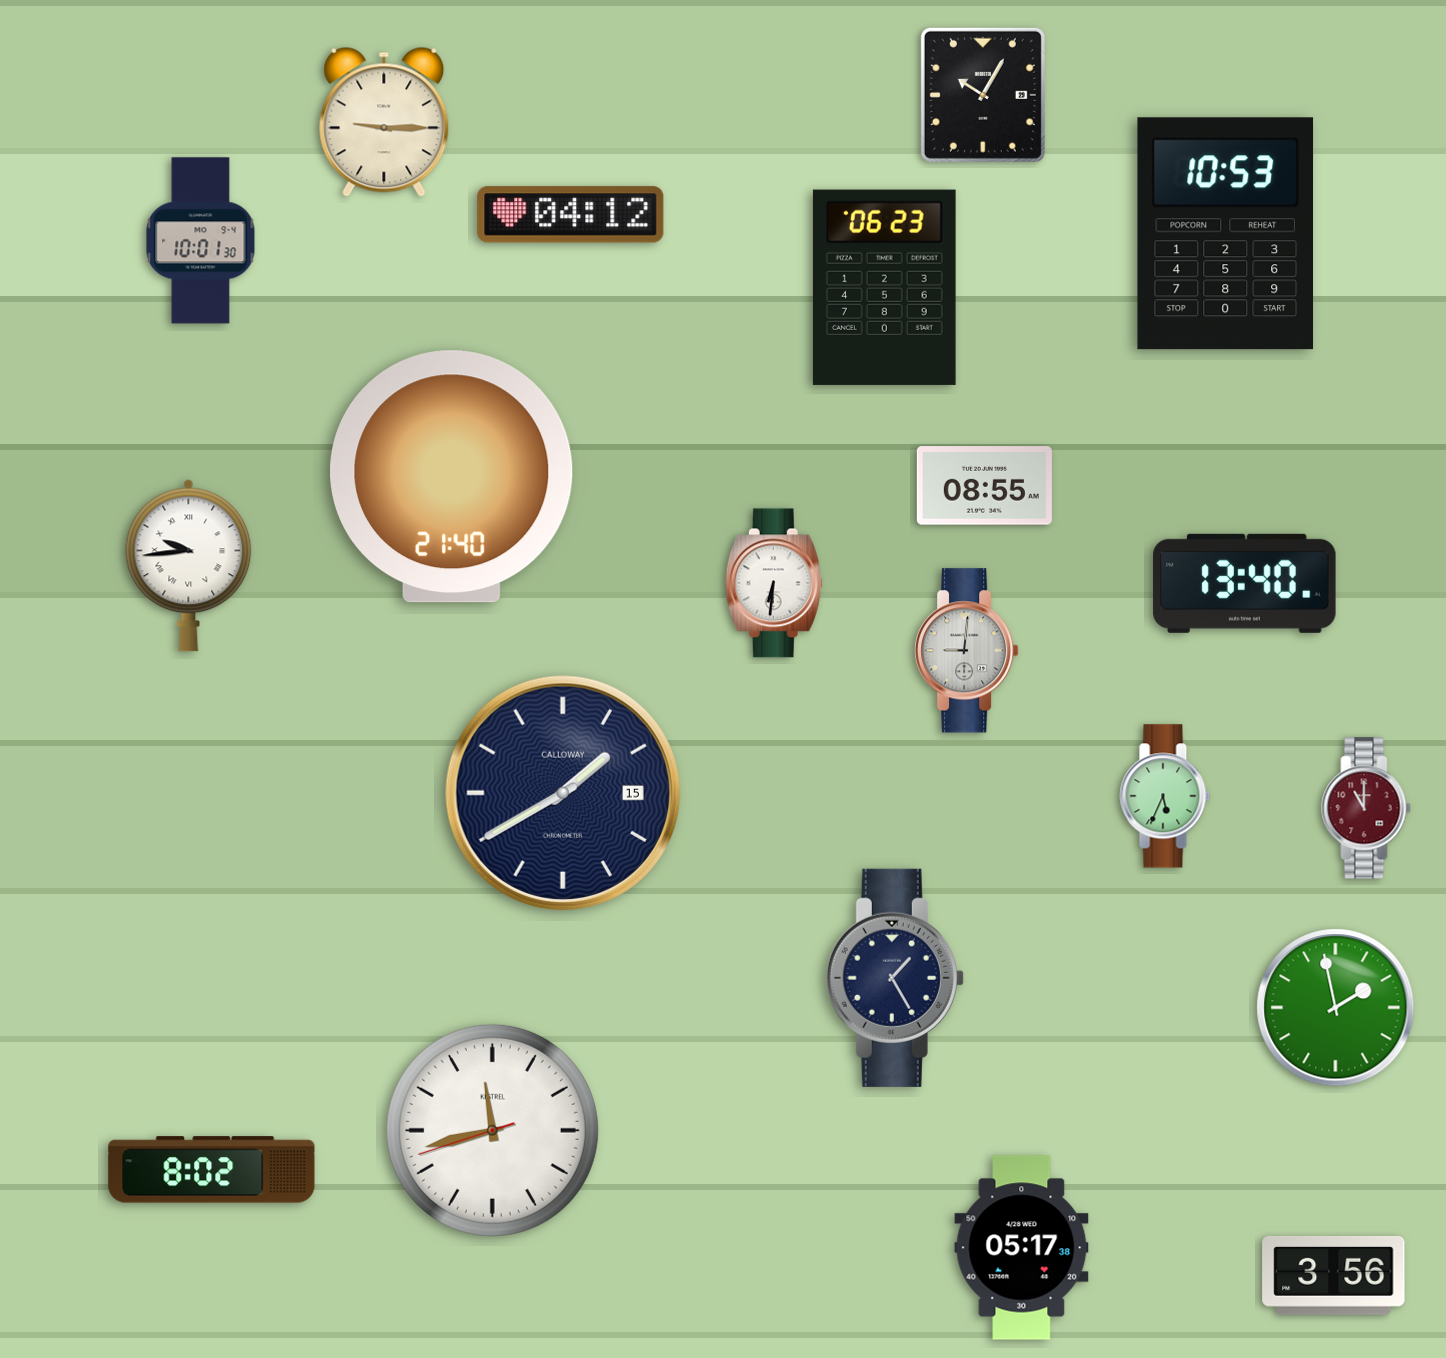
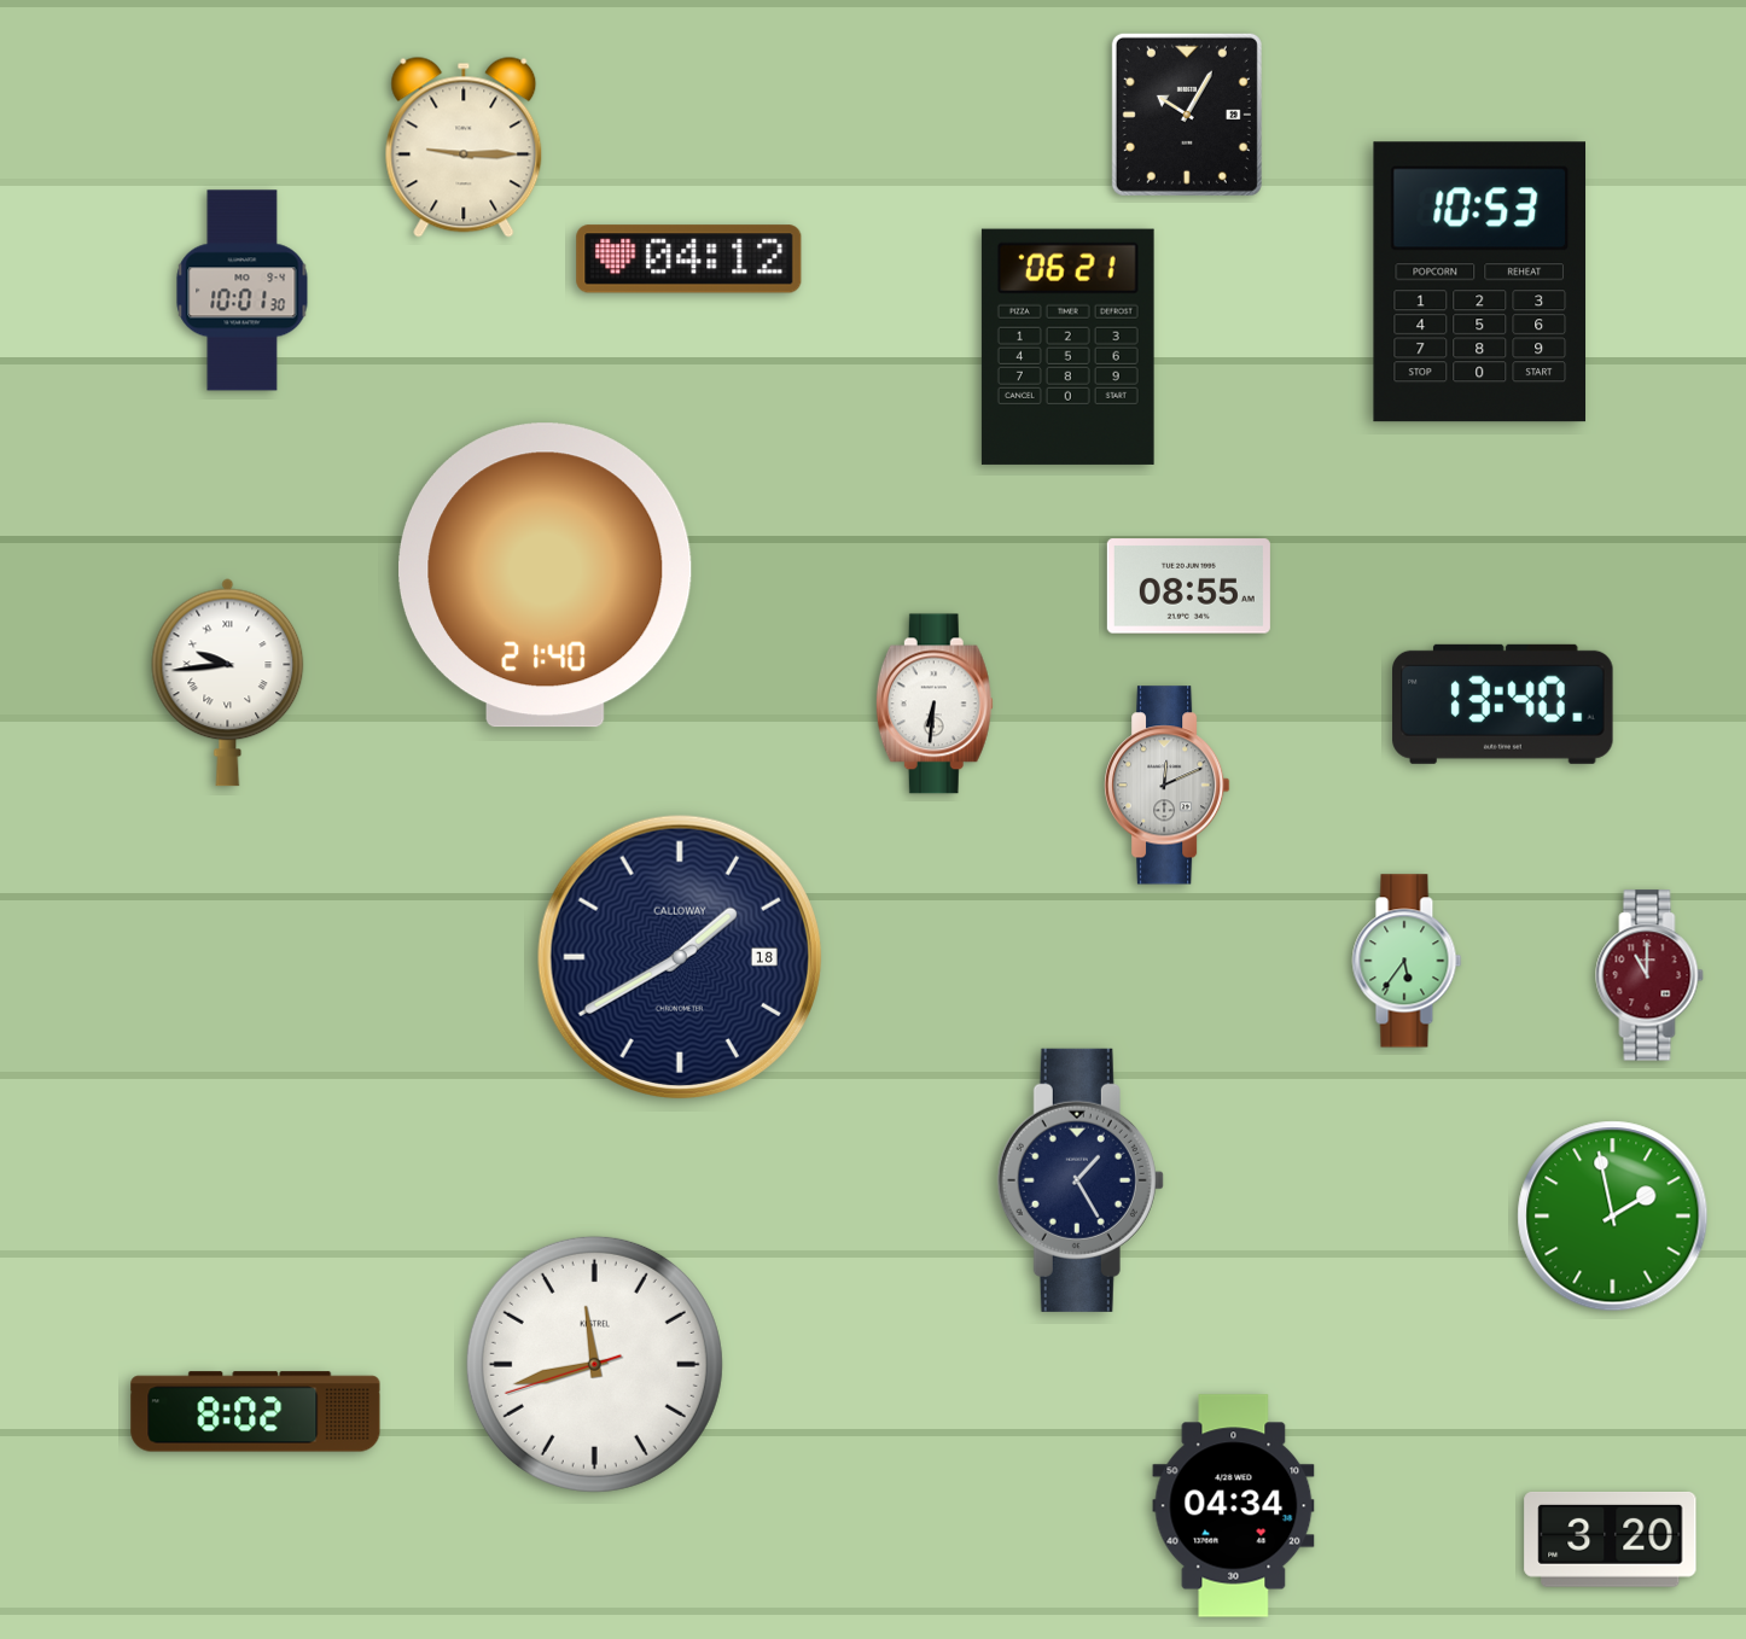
clock at (884, 287): 06:23 -> 06:21
clock at (967, 651): 9:01 -> 12:11
clock at (563, 793) date: 15 -> 18
clock at (1165, 796): 5:34 -> 5:36
clock at (1022, 1248): 05:17 -> 04:34
clock at (1334, 1275): 3:56 -> 3:20
